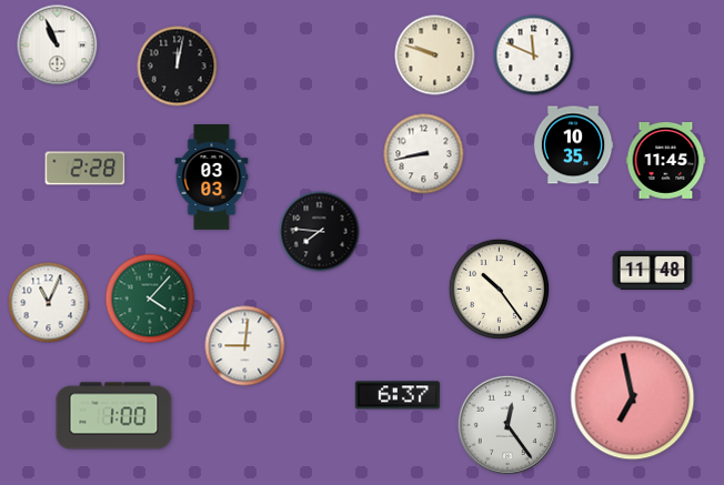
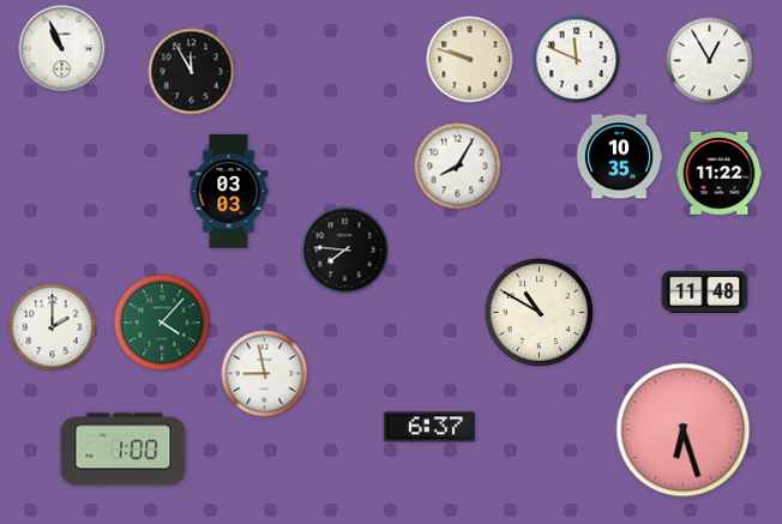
clock at (710, 61): none -> 12:55
clock at (178, 67): 12:02 -> 11:55
clock at (424, 154): 8:43 -> 8:05
clock at (666, 161): 11:45 -> 11:22
clock at (86, 169): 2:28 -> none
clock at (499, 289): 10:24 -> 10:50
clock at (49, 303): 11:04 -> 2:00
clock at (245, 346): 9:01 -> 8:58
clock at (633, 398): 6:58 -> 6:27
clock at (507, 425): 12:24 -> none
